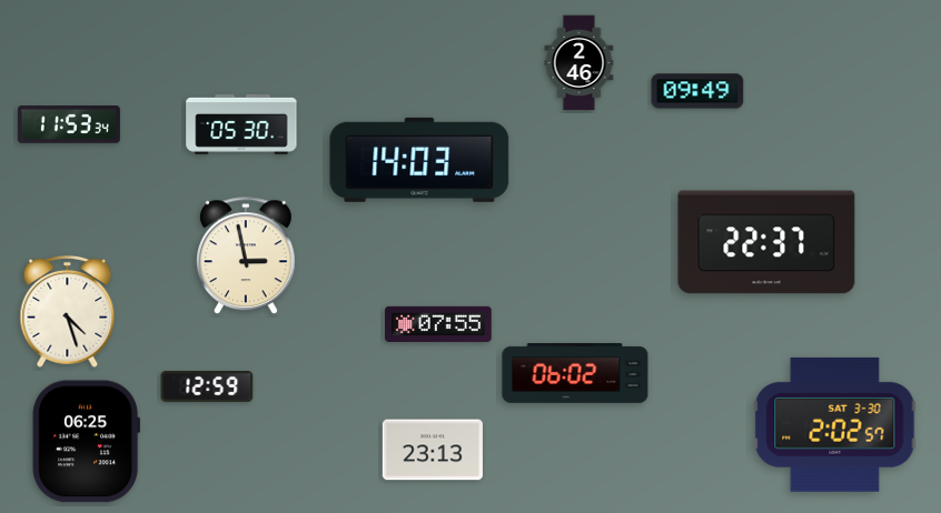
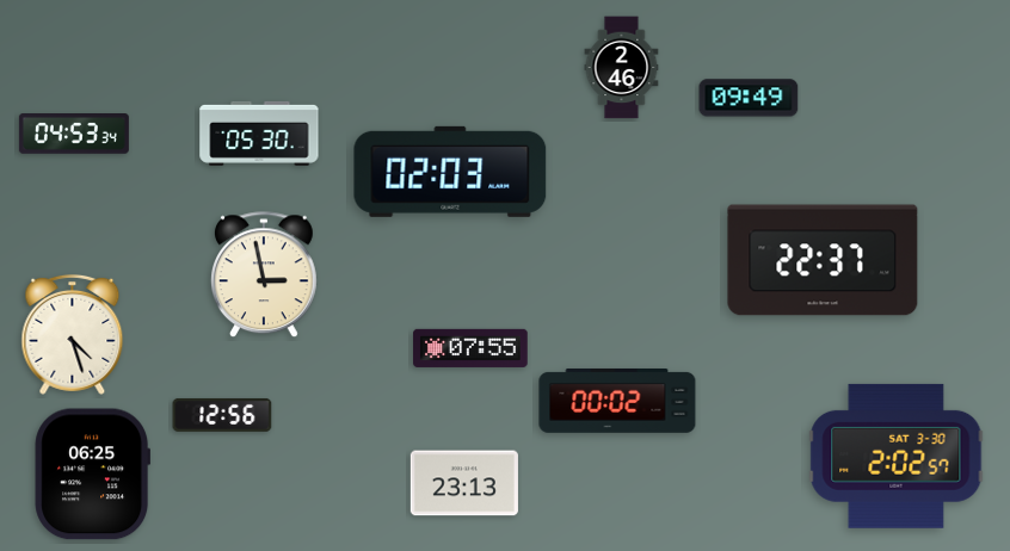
clock at (69, 125): 11:53 -> 04:53
clock at (419, 160): 14:03 -> 02:03
clock at (575, 373): 06:02 -> 00:02
clock at (207, 386): 12:59 -> 12:56
